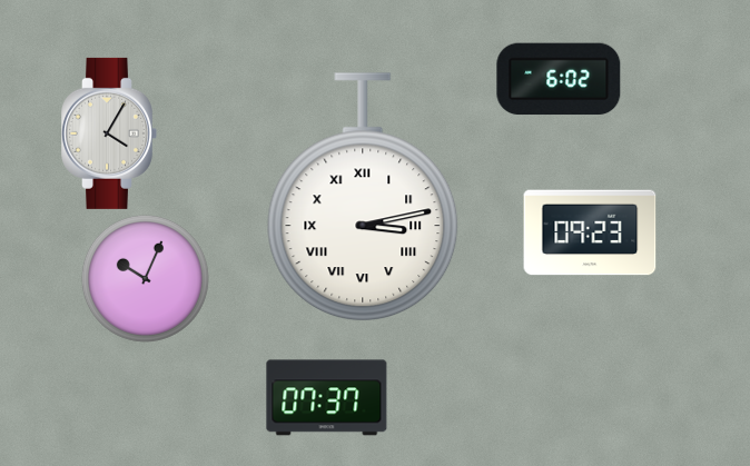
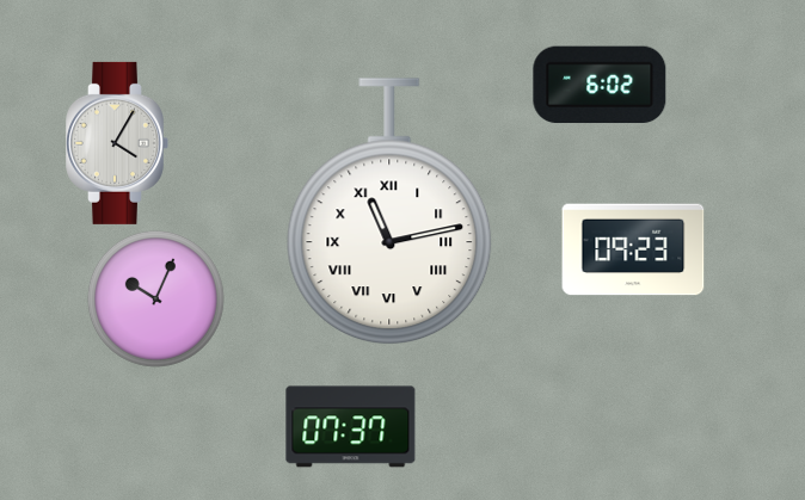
clock at (363, 198): 3:13 -> 11:13
